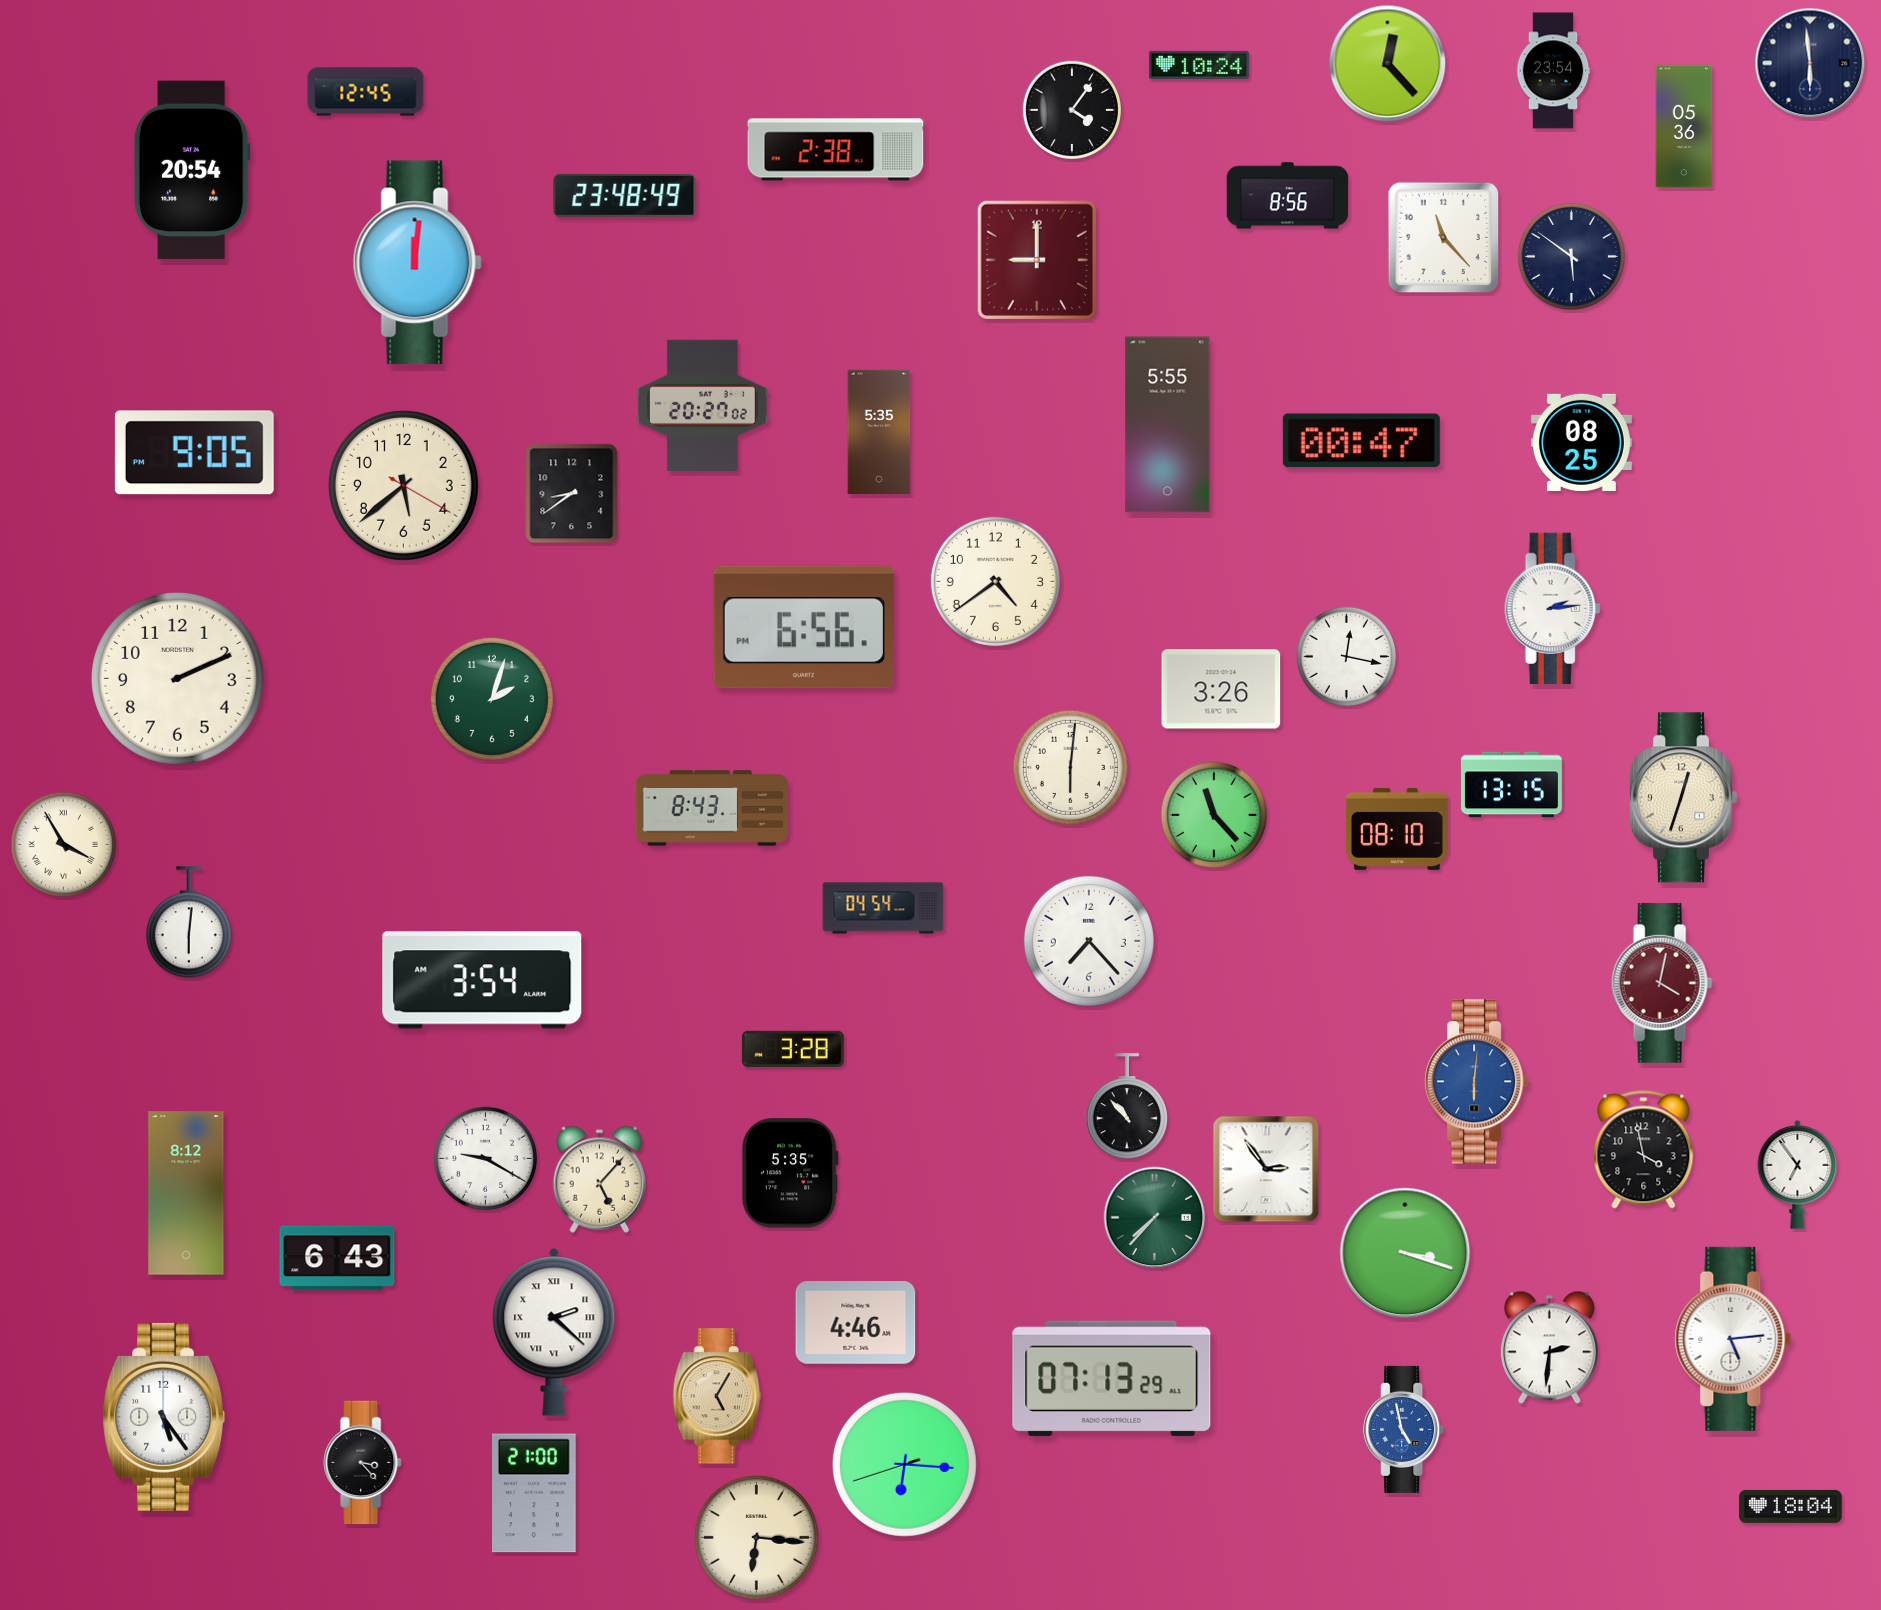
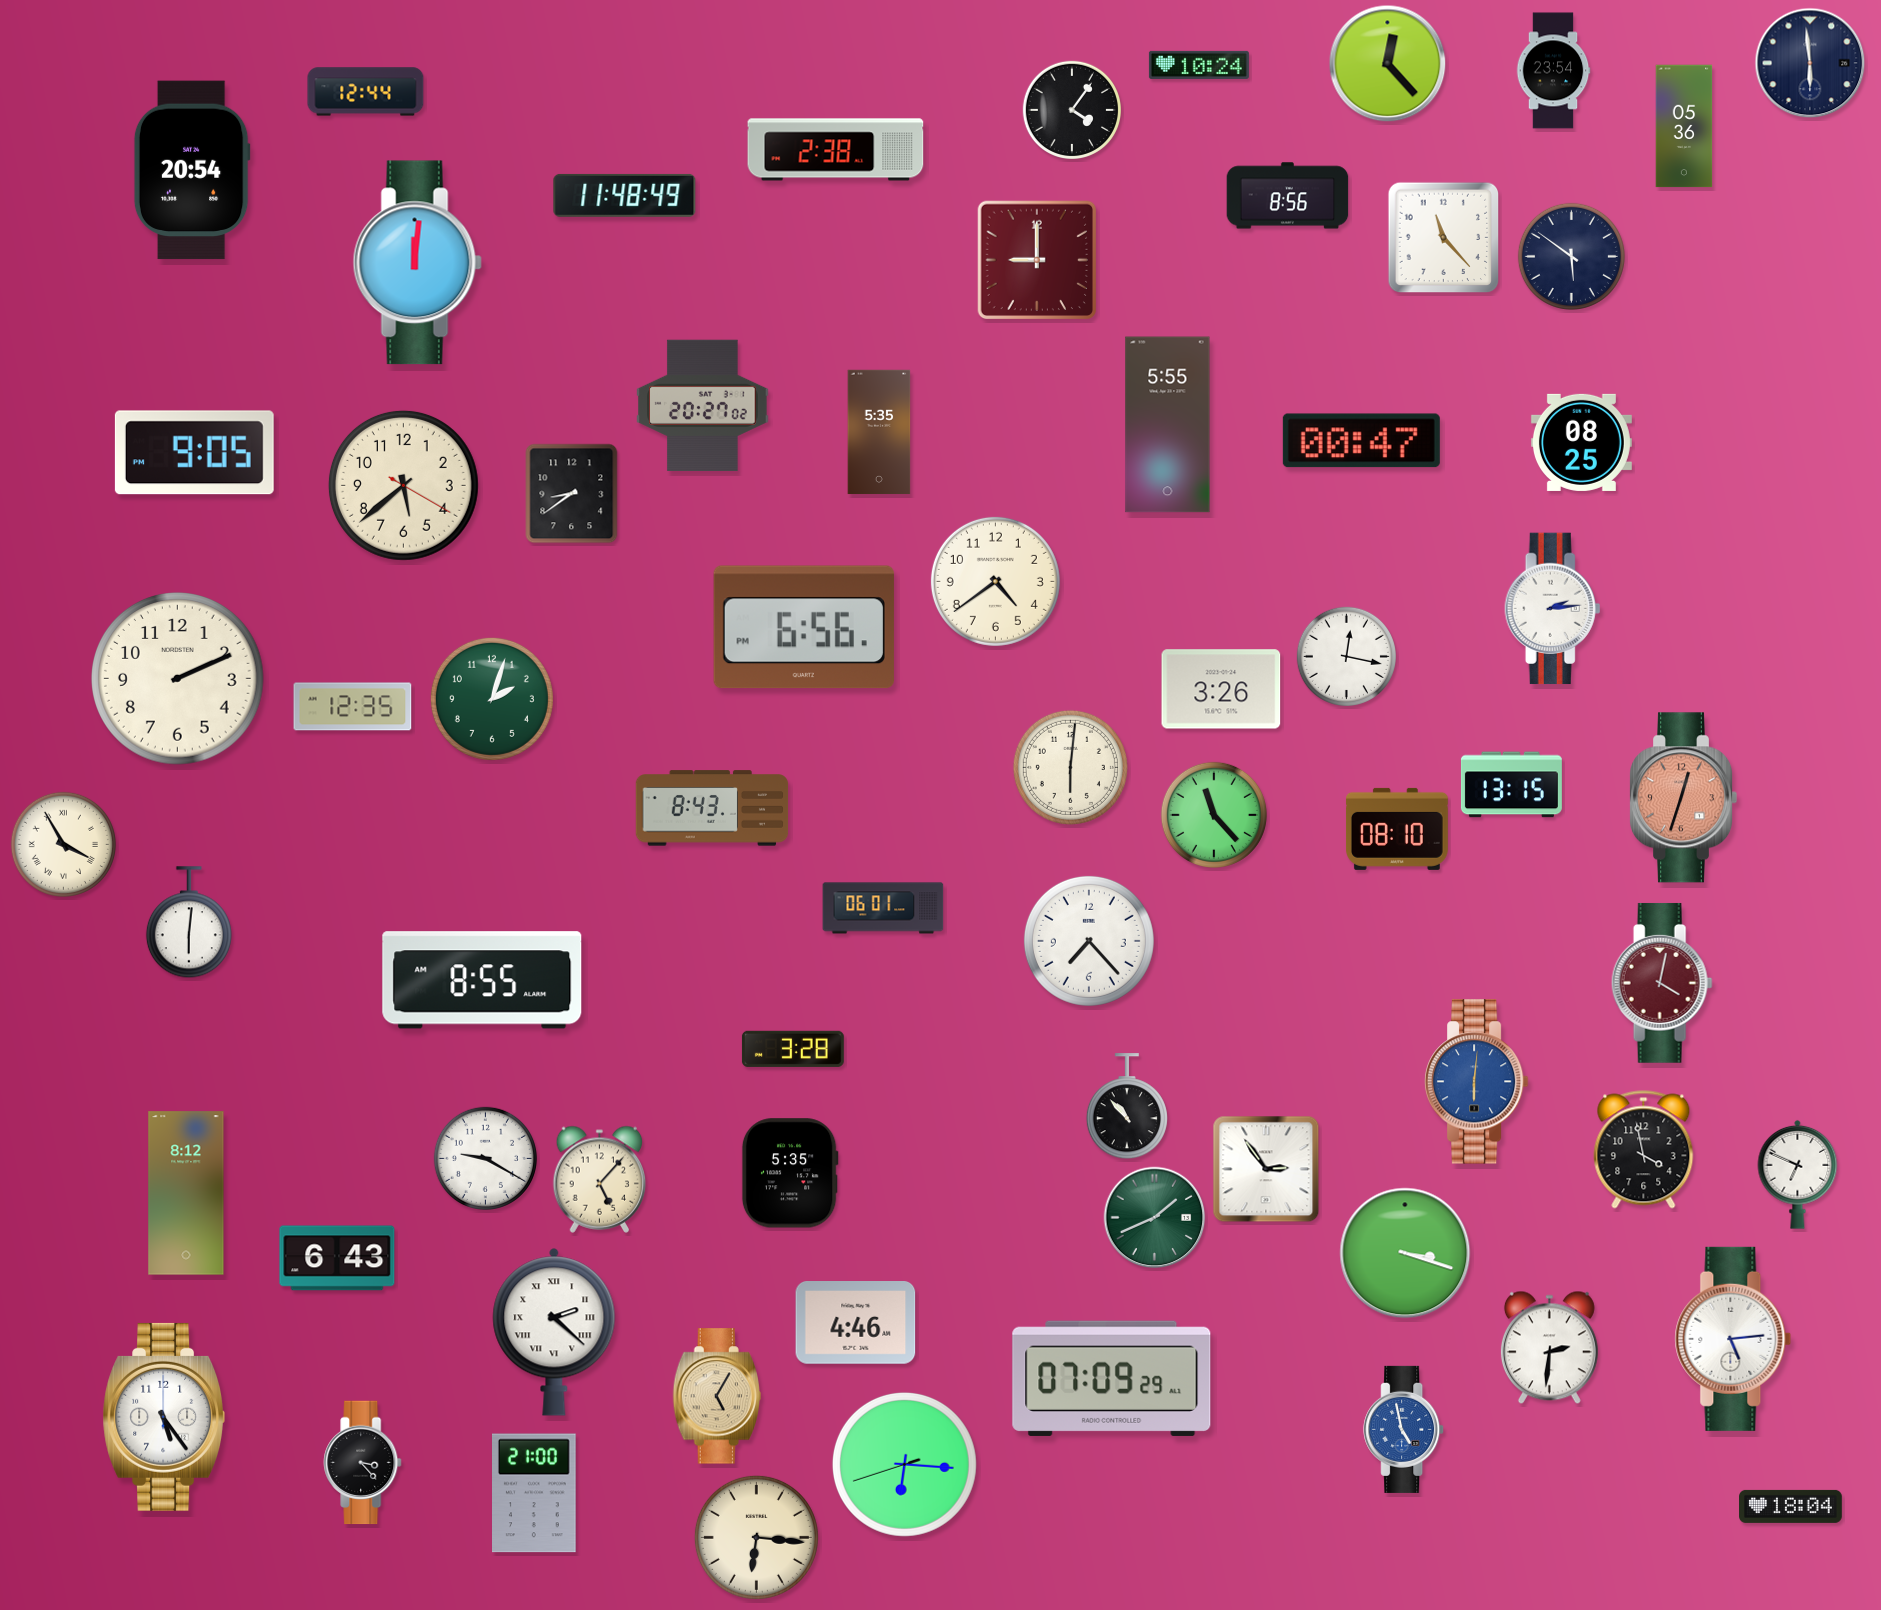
clock at (366, 92): 12:45 -> 12:44
clock at (625, 195): 23:48 -> 11:48
clock at (353, 707): none -> 12:35
clock at (1684, 798) dial: cream -> salmon
clock at (883, 908): 04:54 -> 06:01
clock at (482, 980): 3:54 -> 8:55
clock at (1798, 1174): 6:54 -> 6:49
clock at (1155, 1218): 7:37 -> 1:41
clock at (1112, 1378): 07:13 -> 07:09
